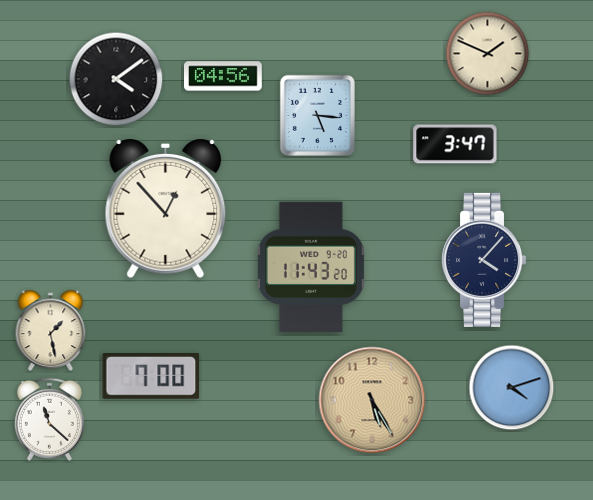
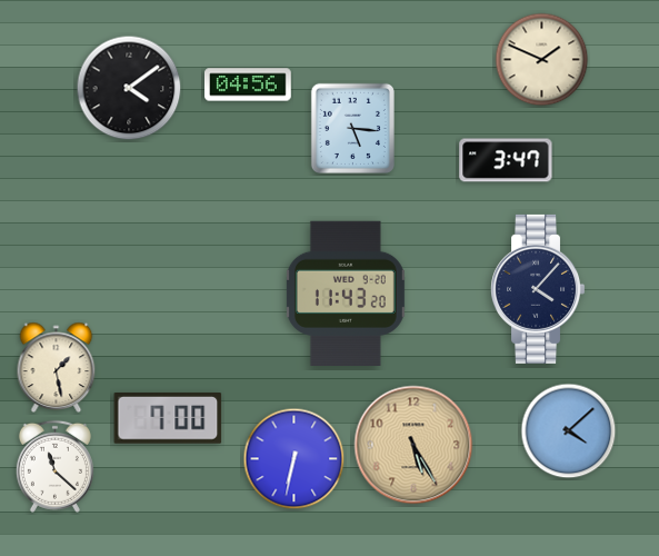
clock at (166, 209): 12:53 -> none
clock at (311, 266) position: (311, 266) -> (346, 292)
clock at (512, 388): 4:12 -> 4:08
clock at (294, 459): none -> 6:32
